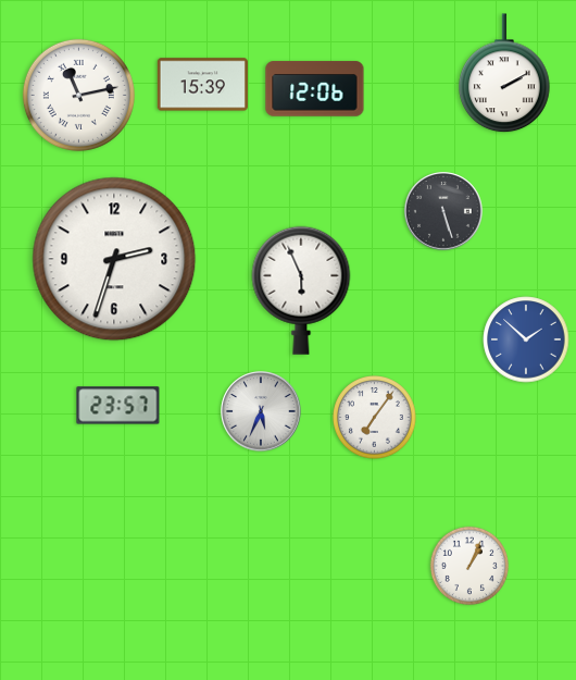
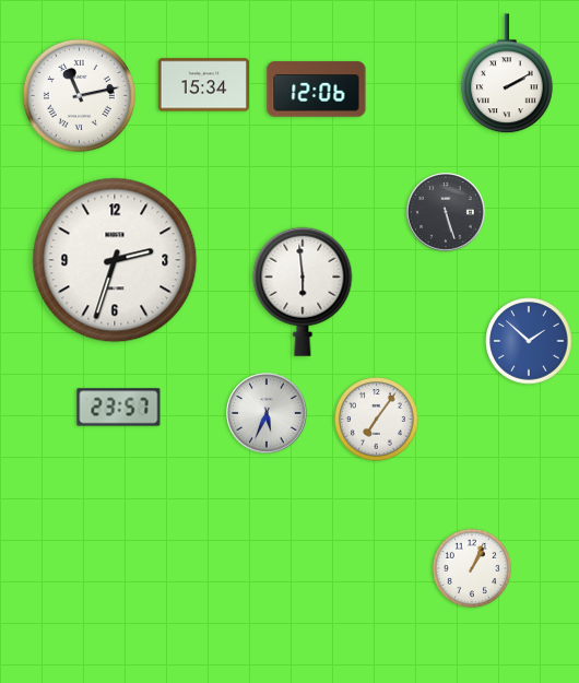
clock at (202, 85): 15:39 -> 15:34
clock at (301, 290): 5:56 -> 5:59
clock at (261, 411) position: (261, 411) -> (267, 413)
